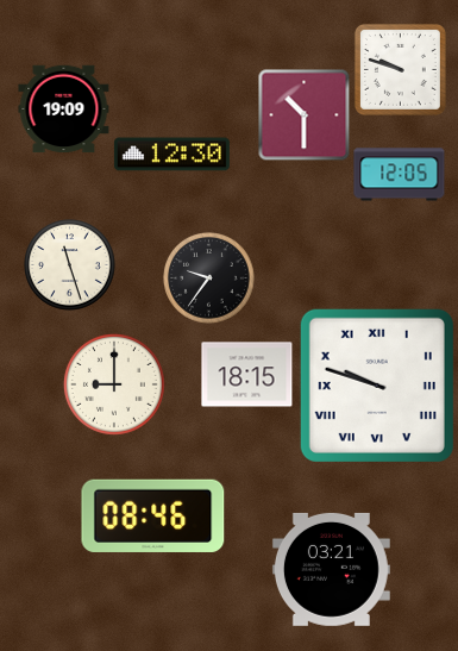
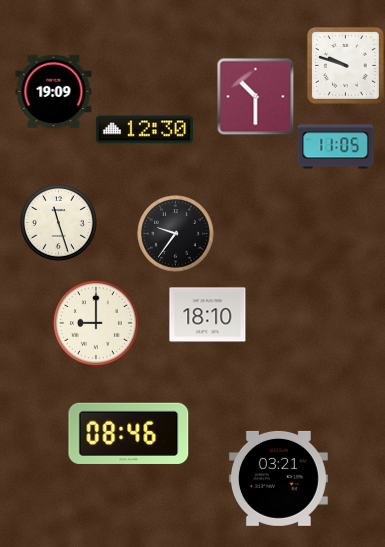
clock at (400, 69) position: (400, 69) -> (345, 65)
clock at (400, 175): 12:05 -> 11:05
clock at (247, 375): 18:15 -> 18:10
clock at (377, 386): 9:48 -> none
